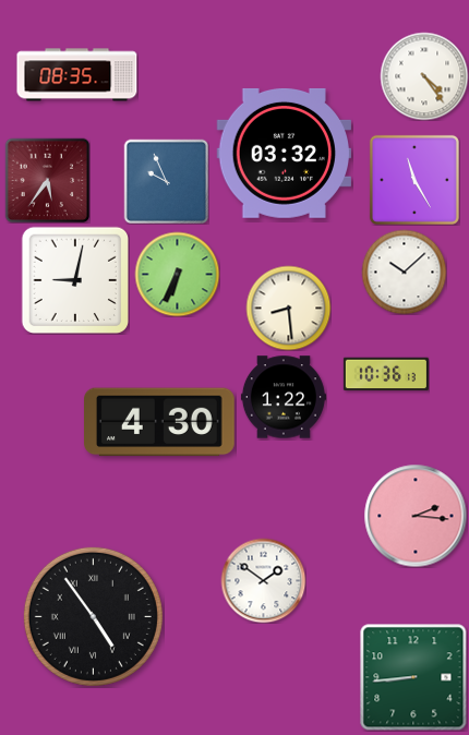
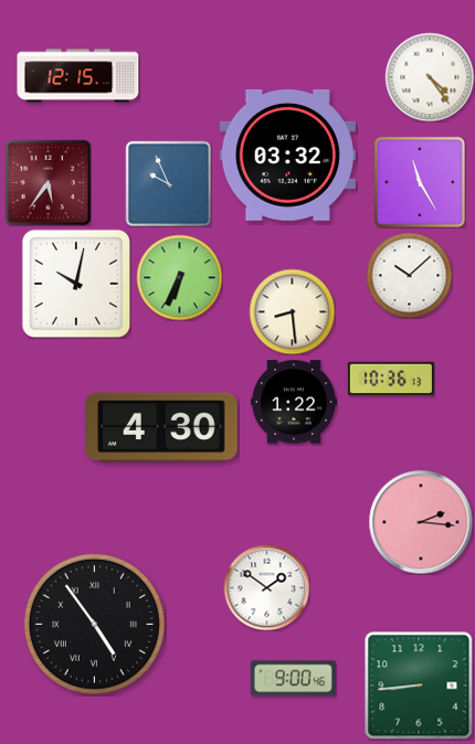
clock at (77, 75): 08:35 -> 12:15
clock at (75, 280): 9:02 -> 10:02
clock at (284, 397) position: (284, 397) -> (294, 402)
clock at (293, 679): none -> 9:00
